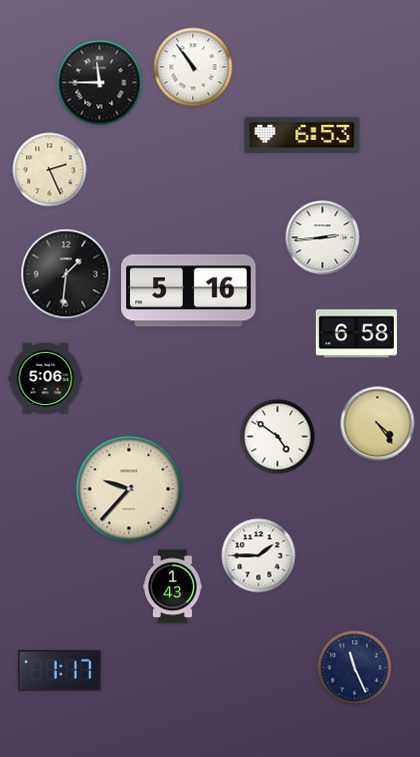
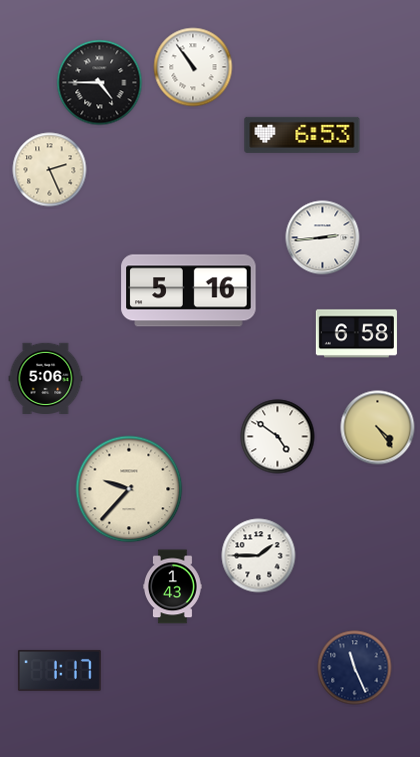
clock at (100, 83): 11:45 -> 4:45
clock at (66, 274): 1:31 -> none
clock at (378, 424) position: (378, 424) -> (378, 428)
